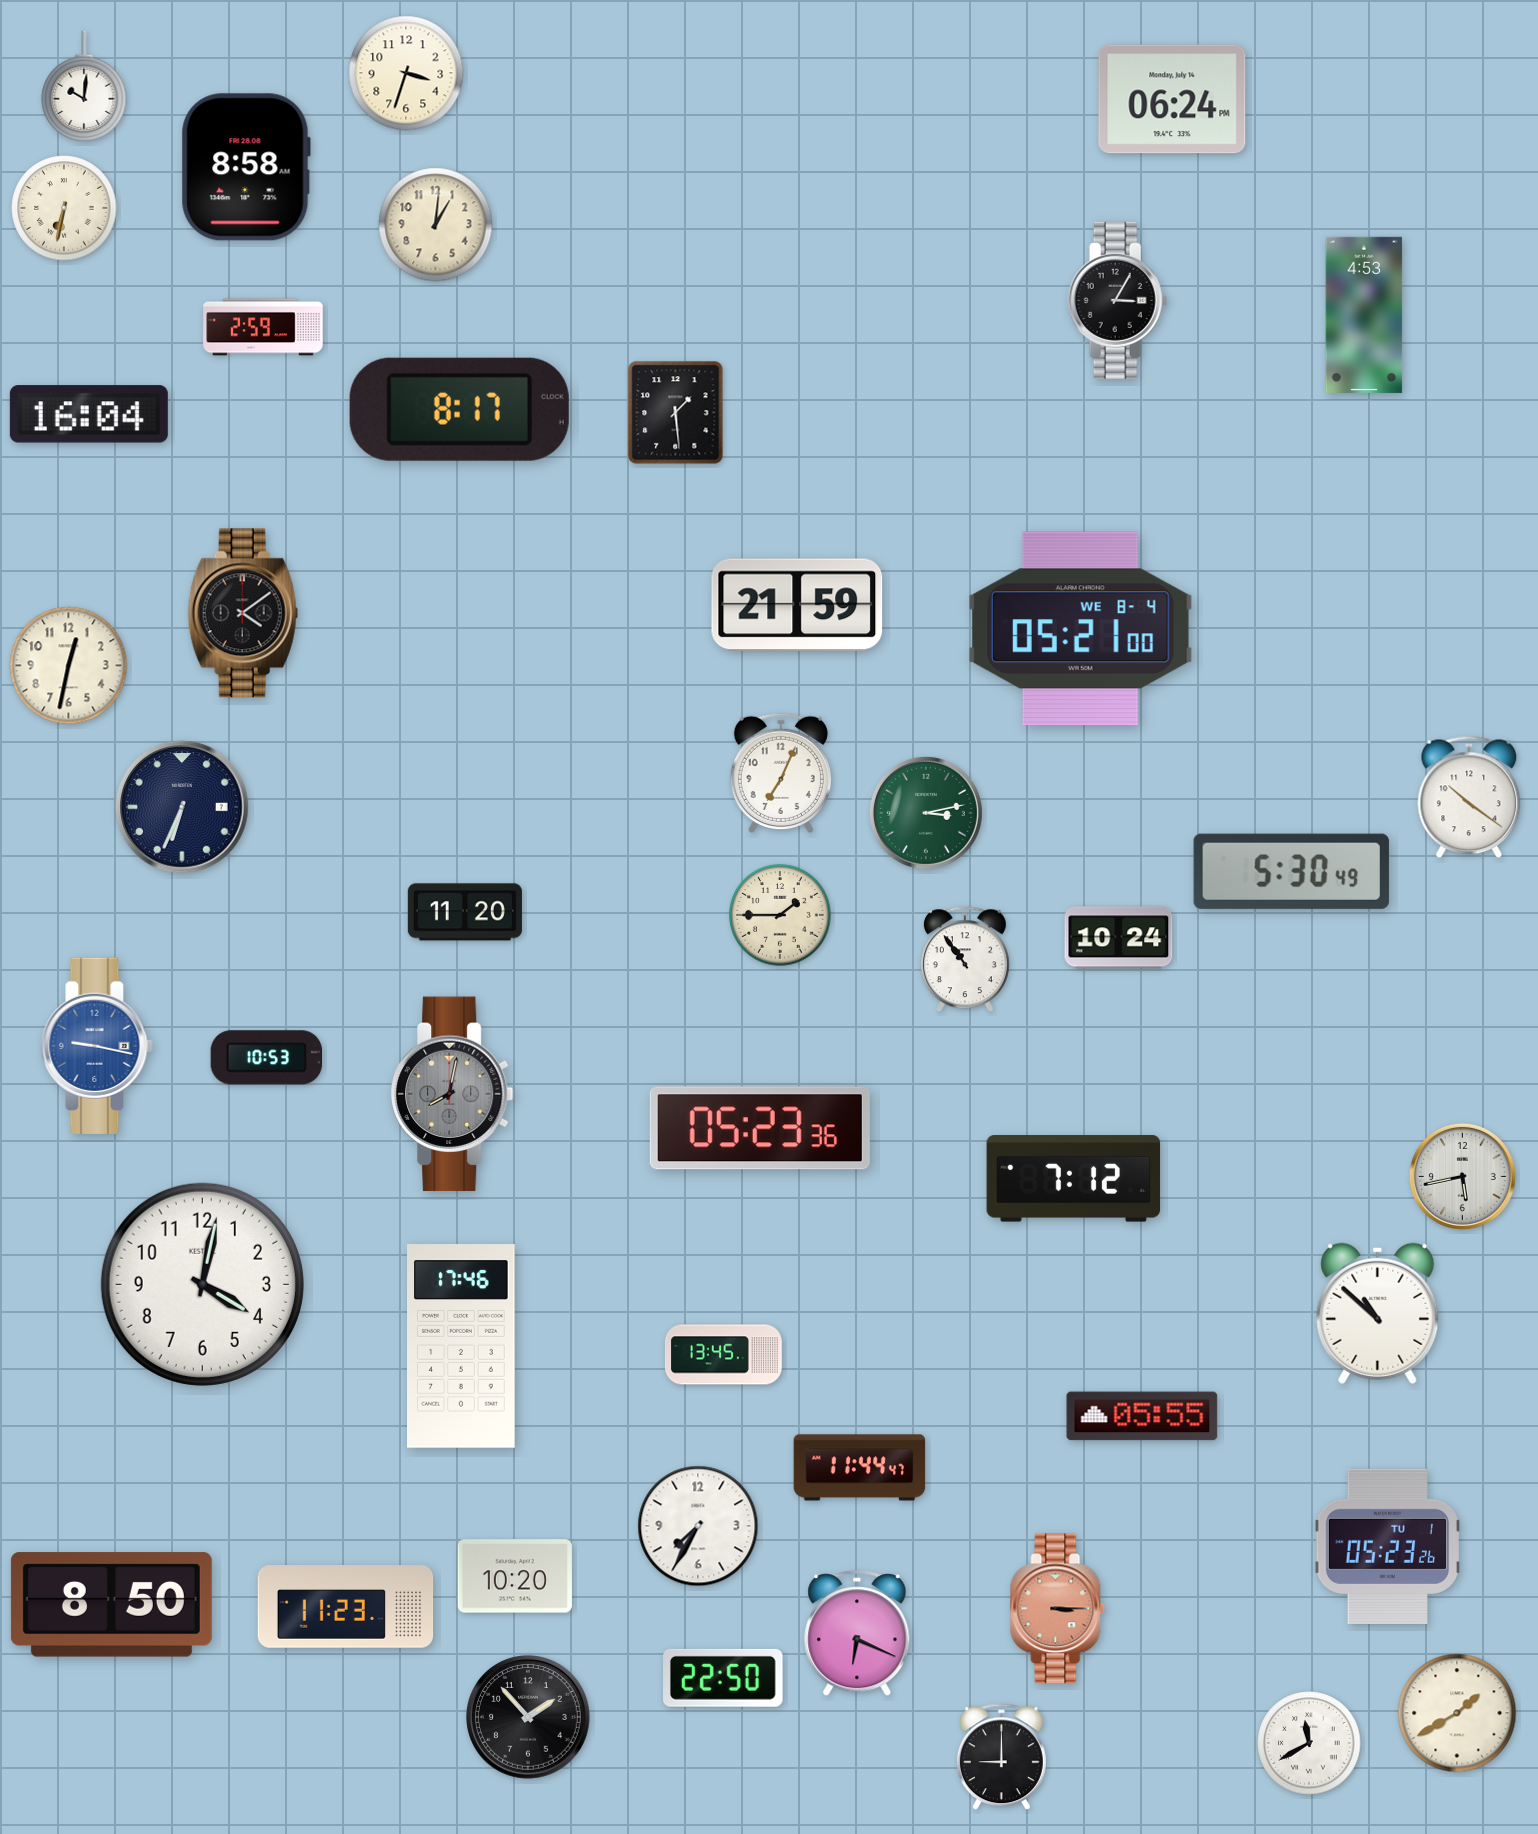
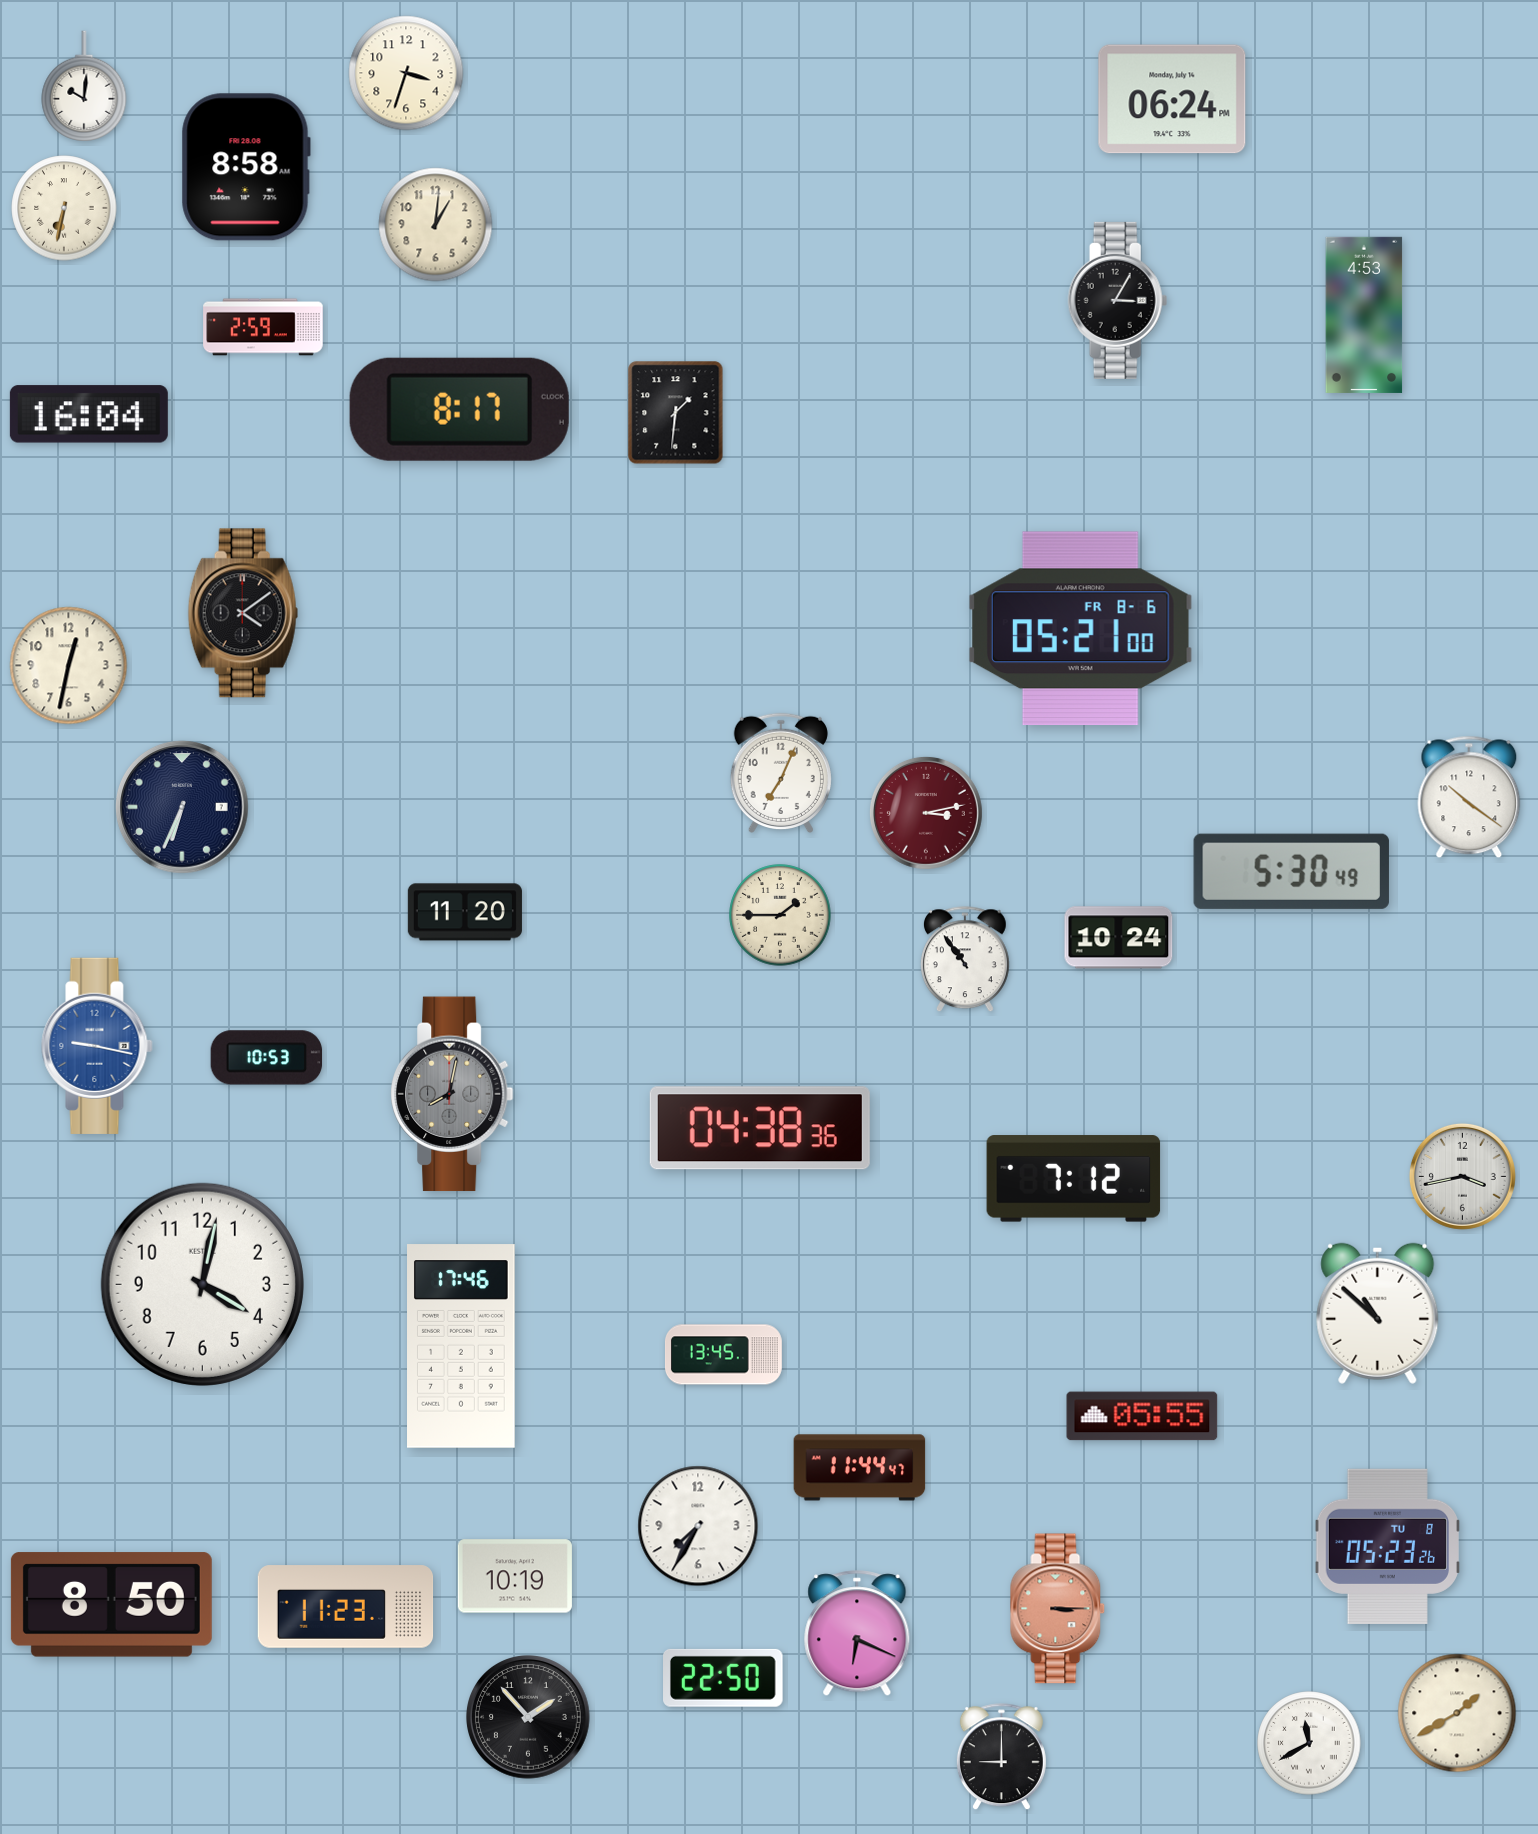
clock at (676, 413): 1:29 -> 1:31
clock at (797, 605): 21:59 -> none
clock at (1080, 629) date: WE 8-4 -> FR 8-6
clock at (926, 813) dial: green -> burgundy
clock at (760, 1128): 05:23 -> 04:38
clock at (1462, 1176): 5:43 -> 3:43
clock at (1387, 1546) date: TU 1 -> TU 8
clock at (515, 1576): 10:20 -> 10:19
